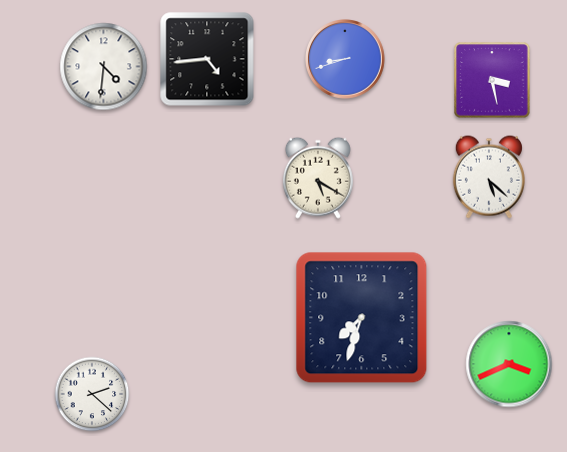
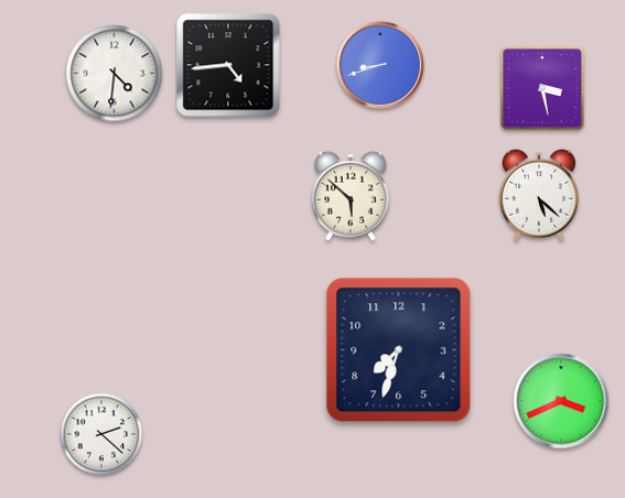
clock at (318, 178): 5:20 -> 5:52
